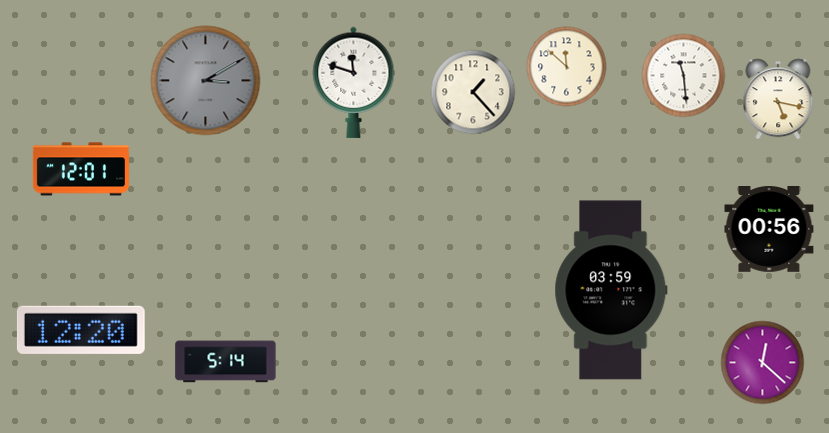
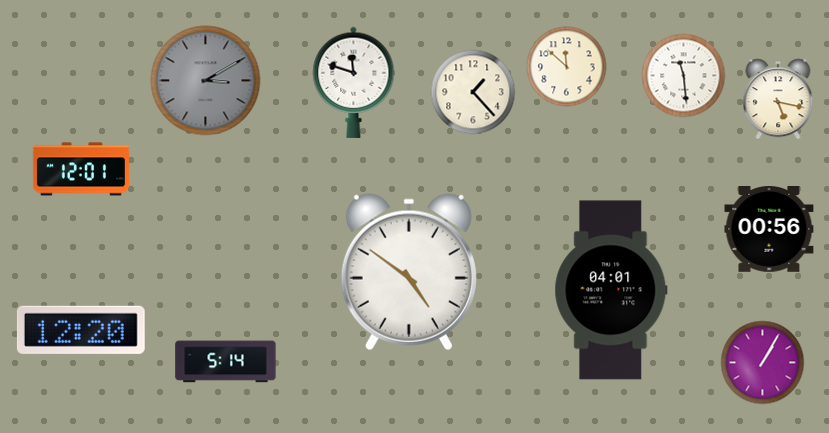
clock at (409, 272): none -> 4:51
clock at (611, 290): 03:59 -> 04:01
clock at (763, 363): 12:22 -> 1:05
